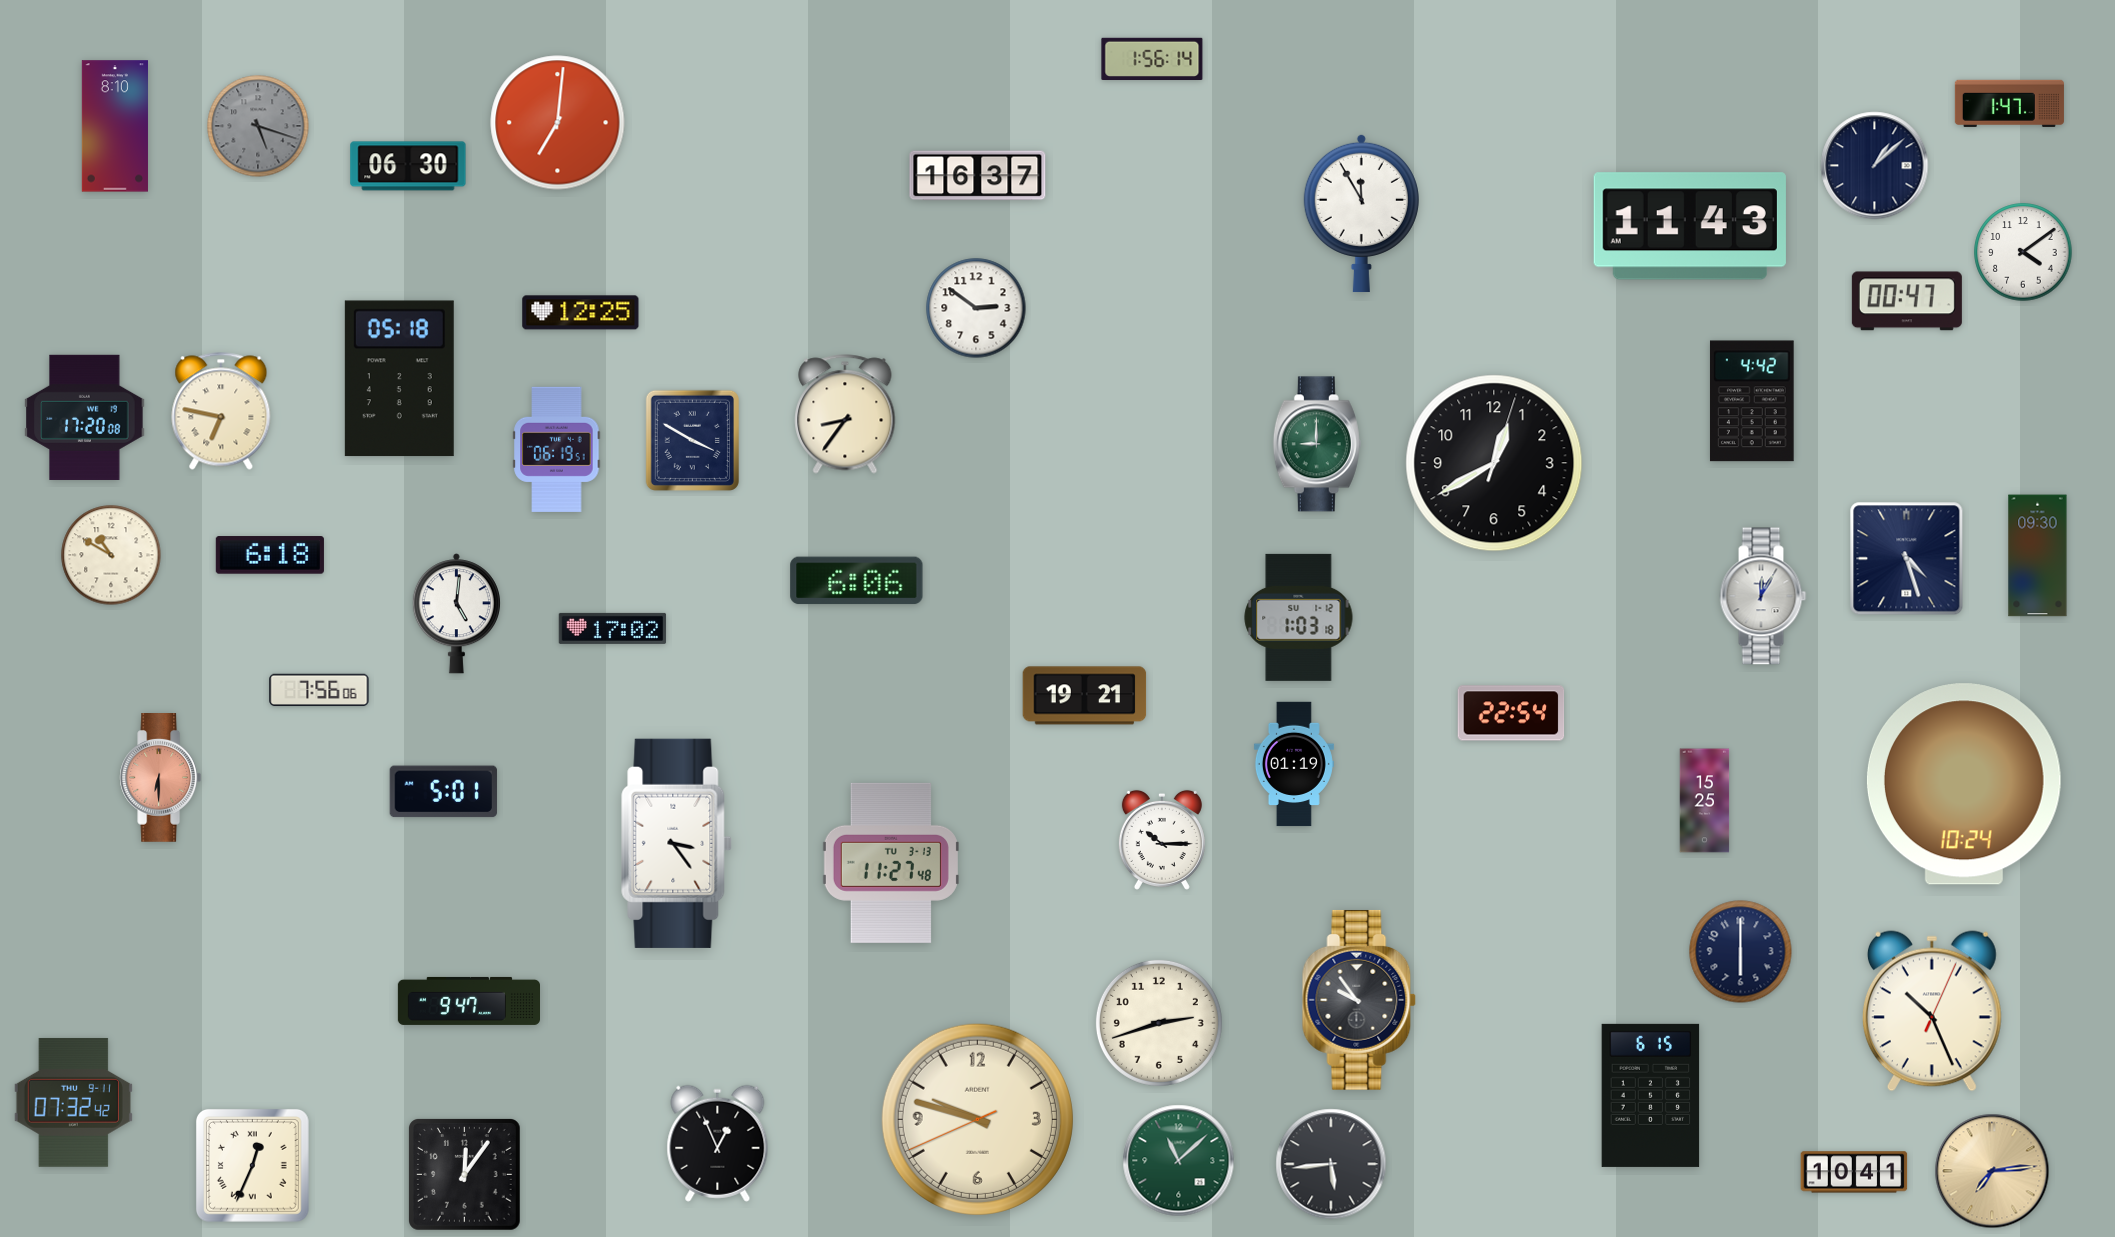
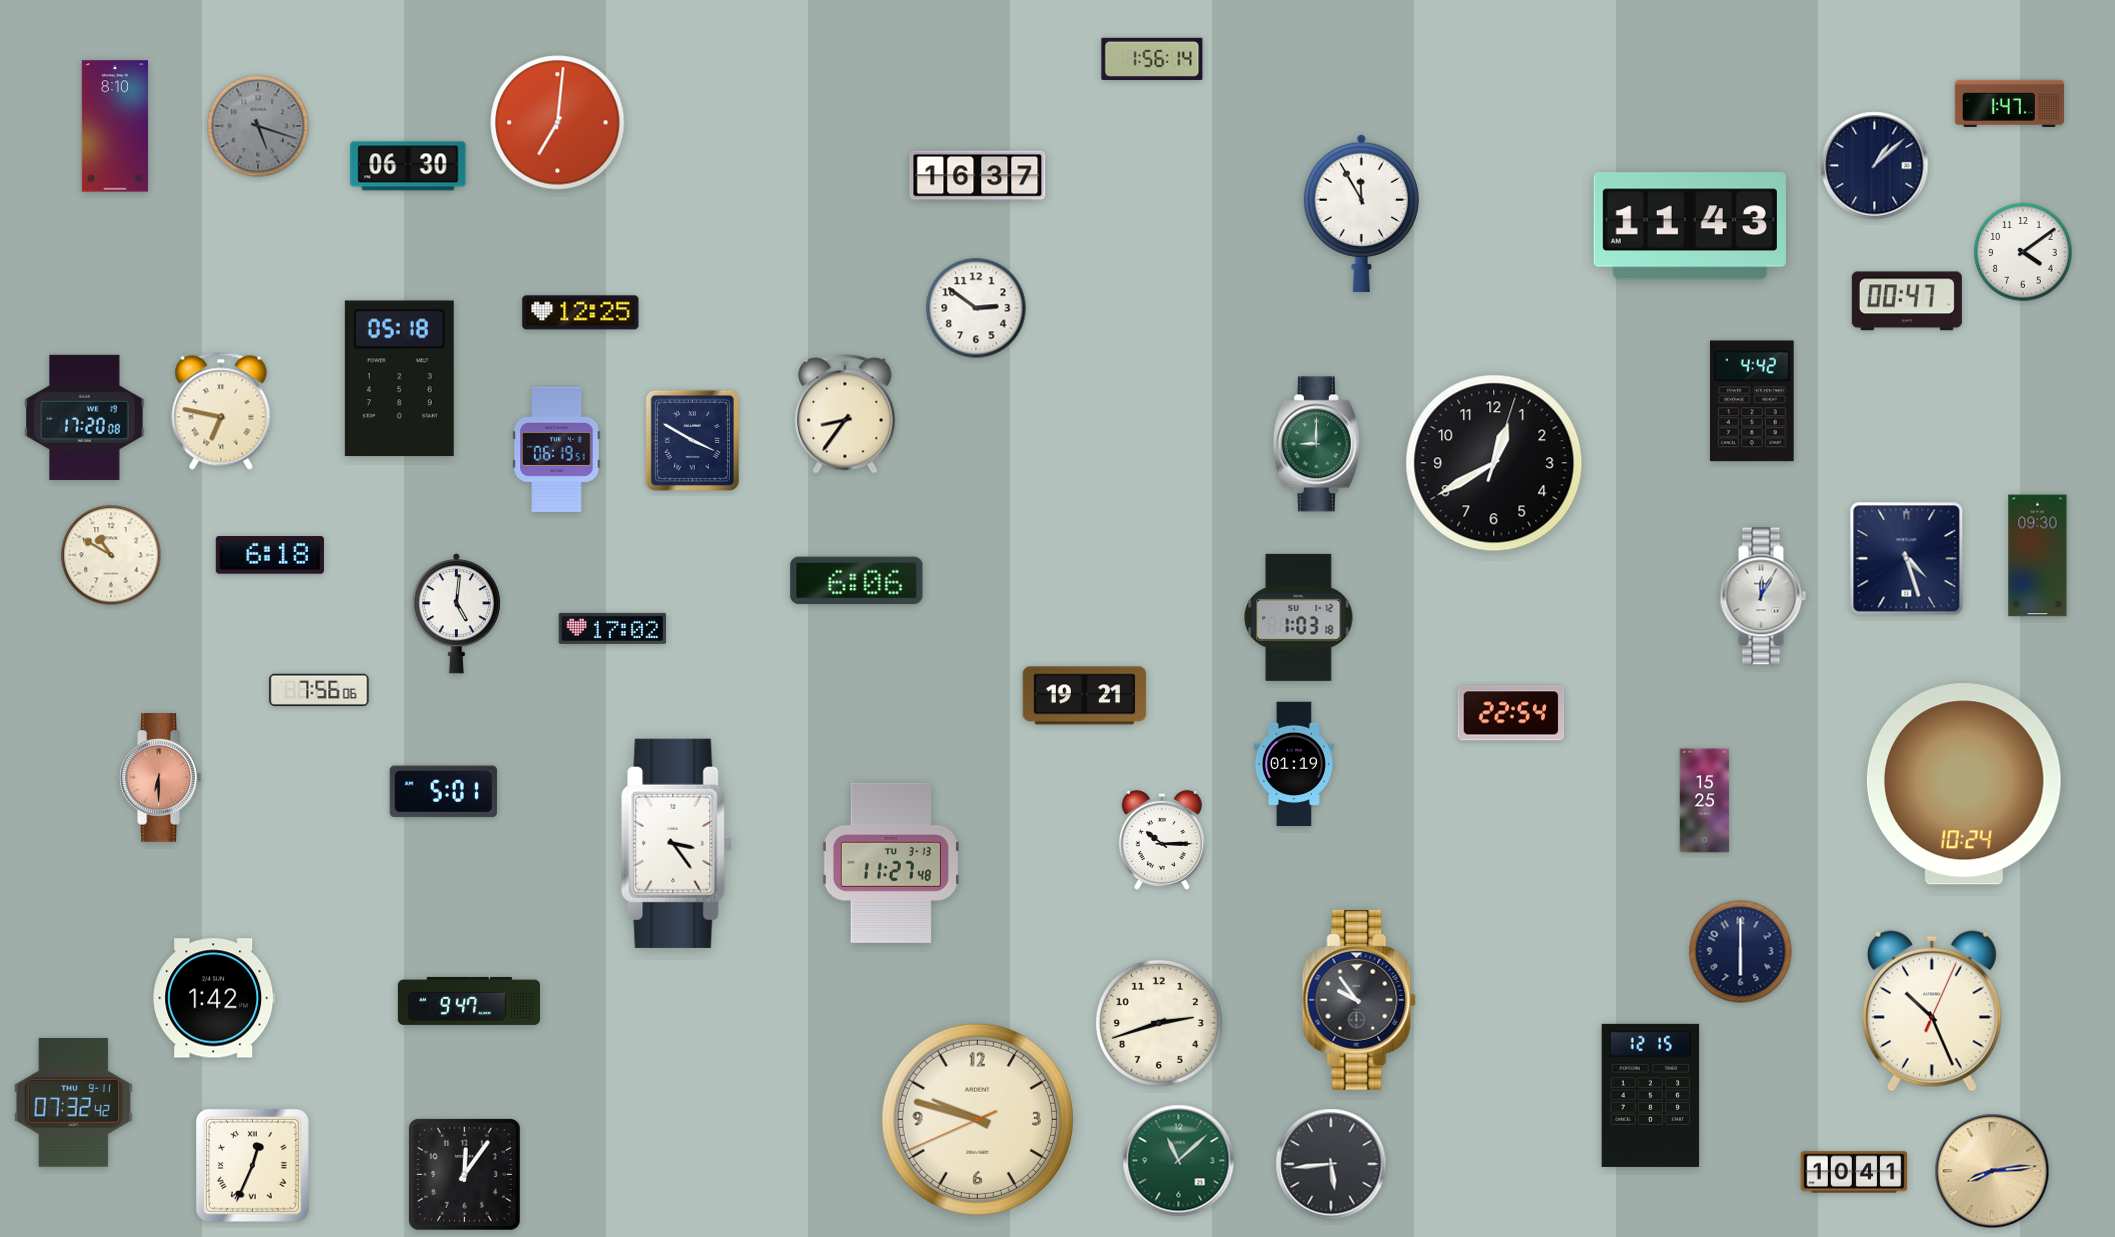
clock at (214, 998): none -> 1:42
clock at (1651, 1095): 6:15 -> 12:15
clock at (718, 1143): 12:56 -> none
clock at (1992, 1171): 7:14 -> 8:14
